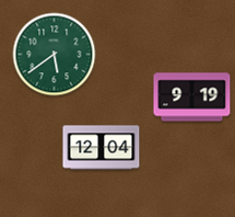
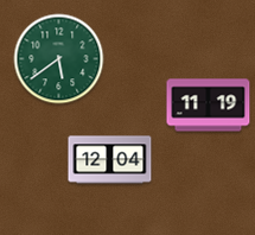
clock at (192, 98): 9:19 -> 11:19
